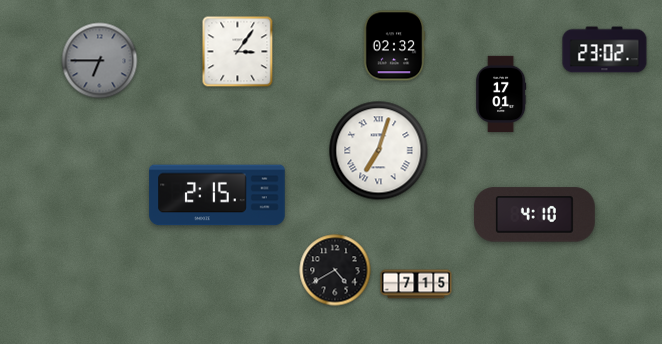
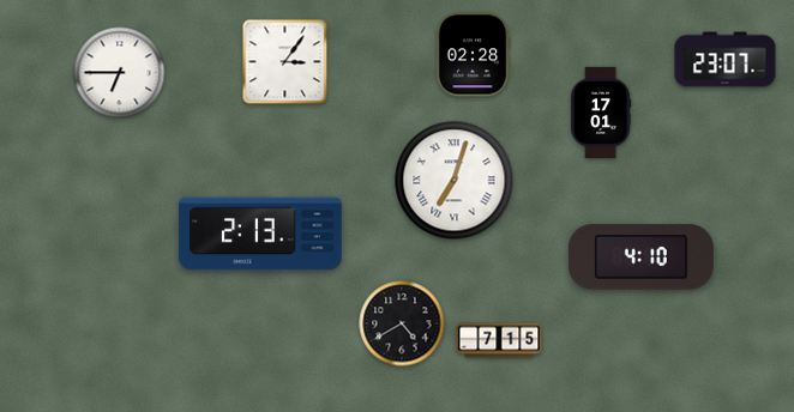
clock at (394, 46): 02:32 -> 02:28
clock at (605, 50): 23:02 -> 23:07
clock at (100, 61) dial: grey -> white
clock at (217, 195): 2:15 -> 2:13
